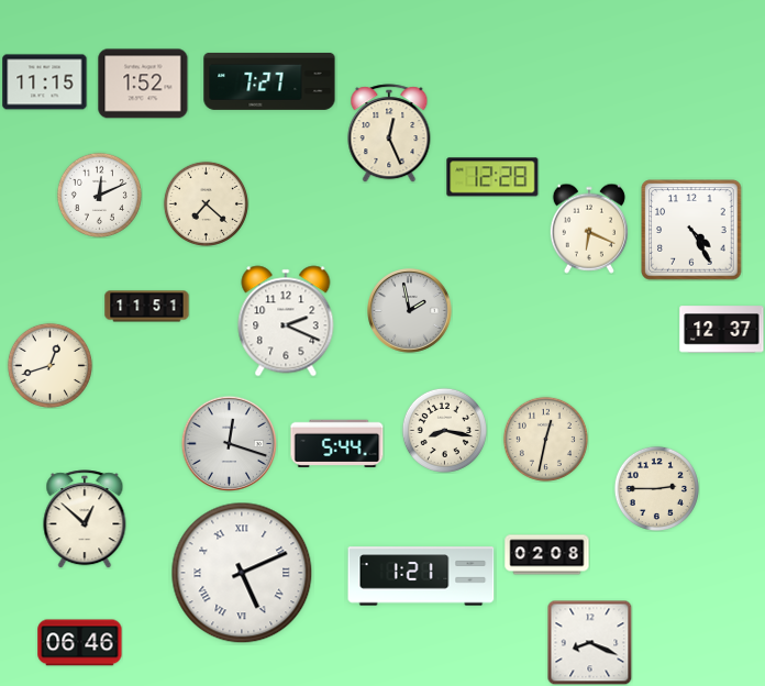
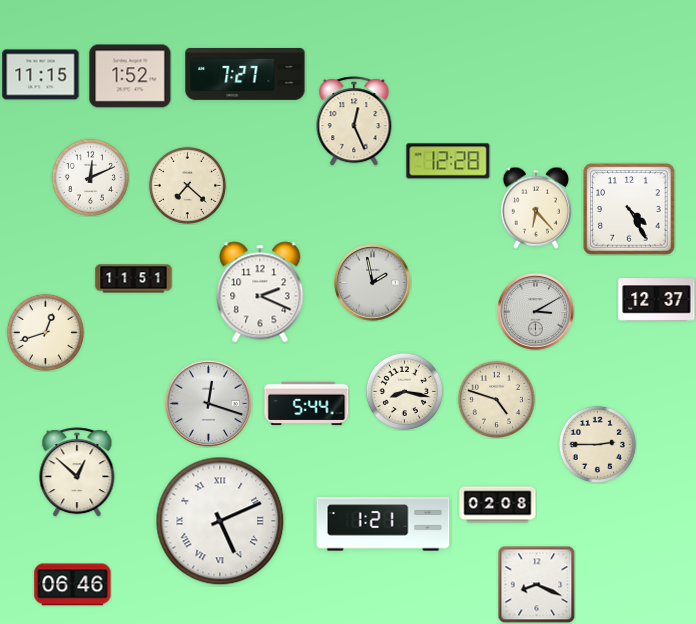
clock at (589, 229): 6:19 -> 6:23
clock at (536, 312): none -> 3:10
clock at (545, 439): 12:32 -> 4:48
